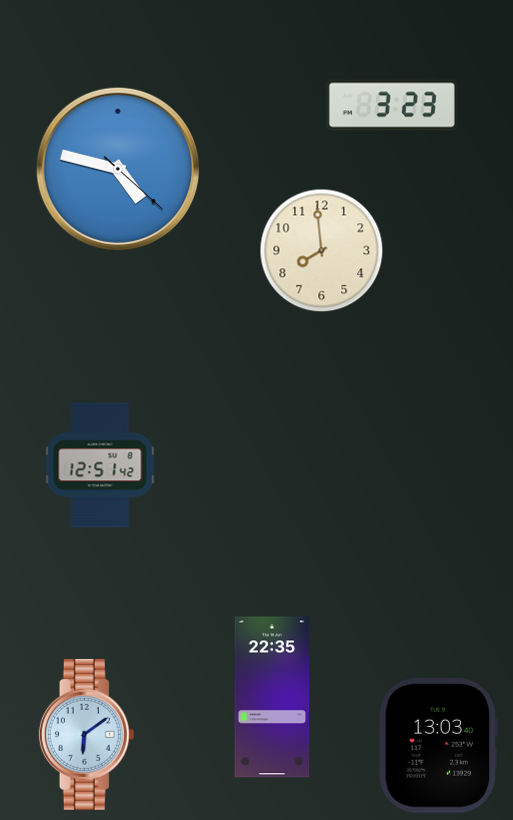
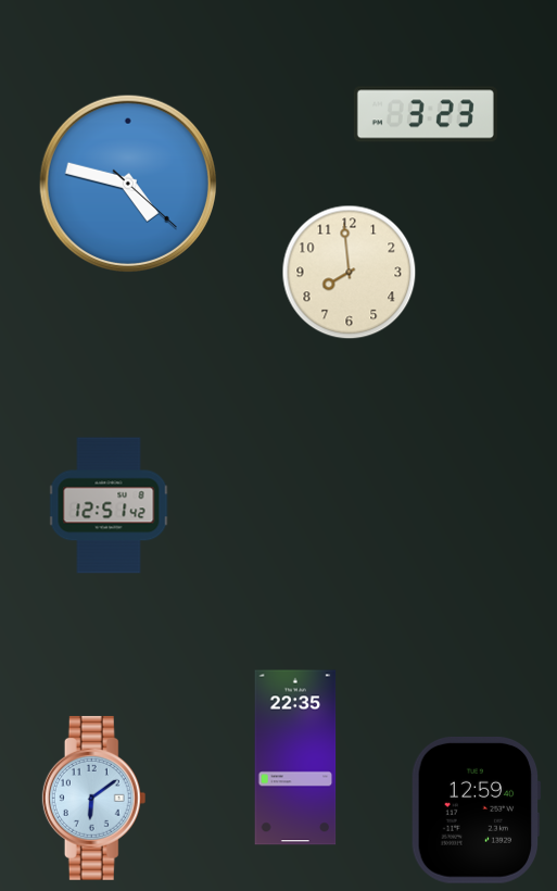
clock at (438, 745): 13:03 -> 12:59
